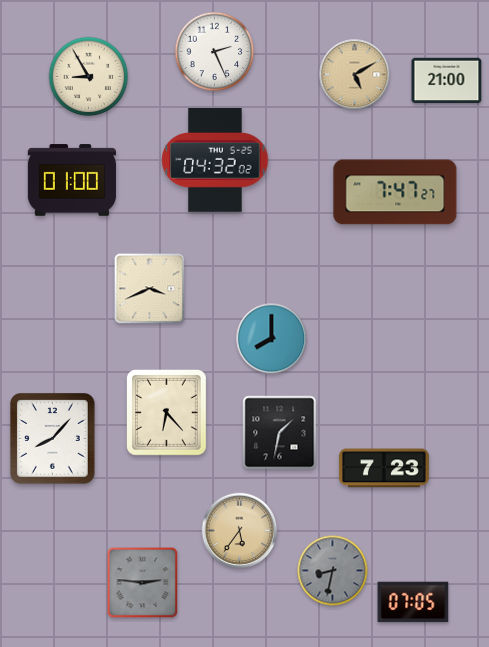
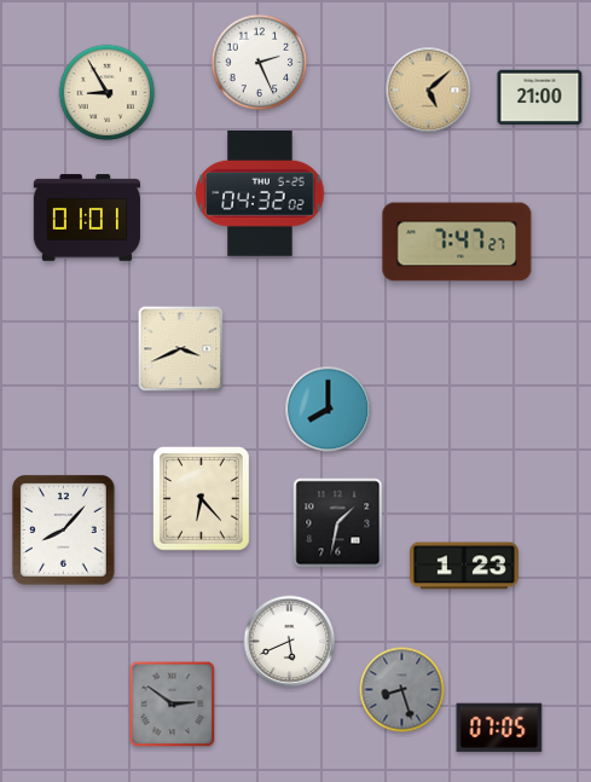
clock at (355, 75): 5:10 -> 5:08
clock at (72, 180): 01:00 -> 01:01
clock at (395, 192) position: (395, 192) -> (457, 242)
clock at (384, 468): 7:23 -> 1:23
clock at (240, 531): 5:36 -> 5:41
clock at (240, 531) dial: champagne -> white
clock at (333, 571): 8:32 -> 8:27
clock at (143, 583): 2:46 -> 2:51
